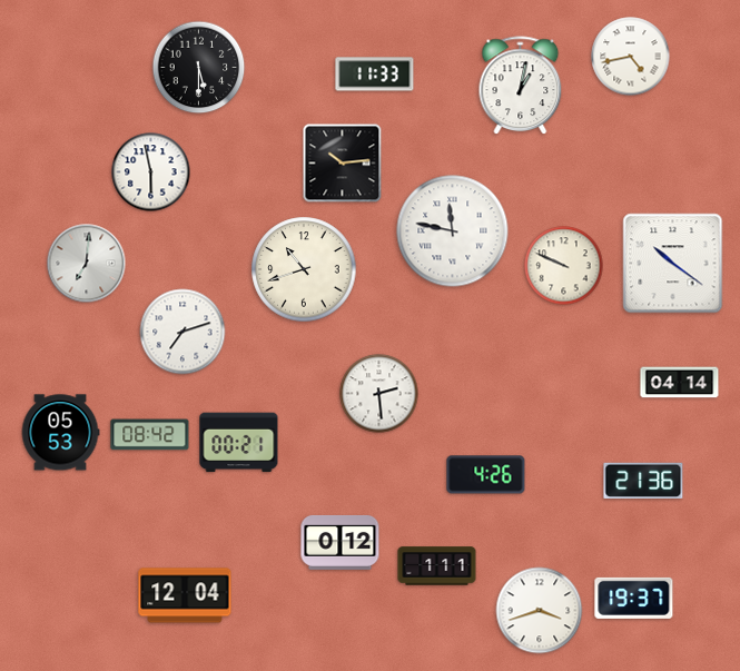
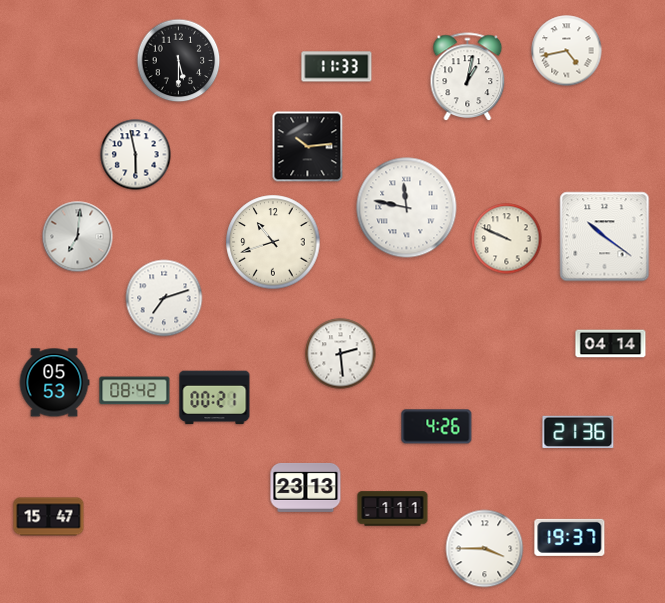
clock at (60, 433) position: (60, 433) -> (54, 383)
clock at (341, 542): 0:12 -> 23:13
clock at (49, 517): none -> 15:47
clock at (185, 595): 12:04 -> none
clock at (540, 611): 3:42 -> 3:45
